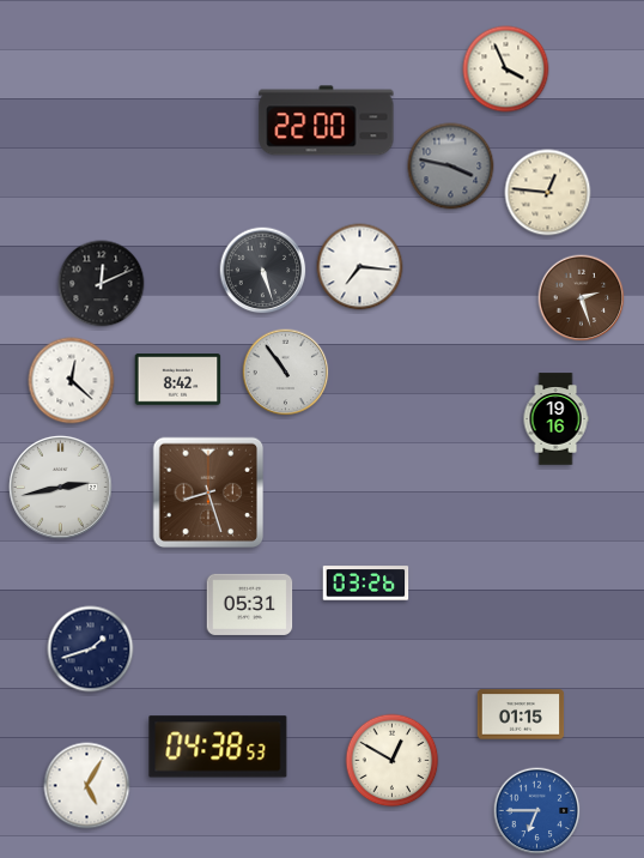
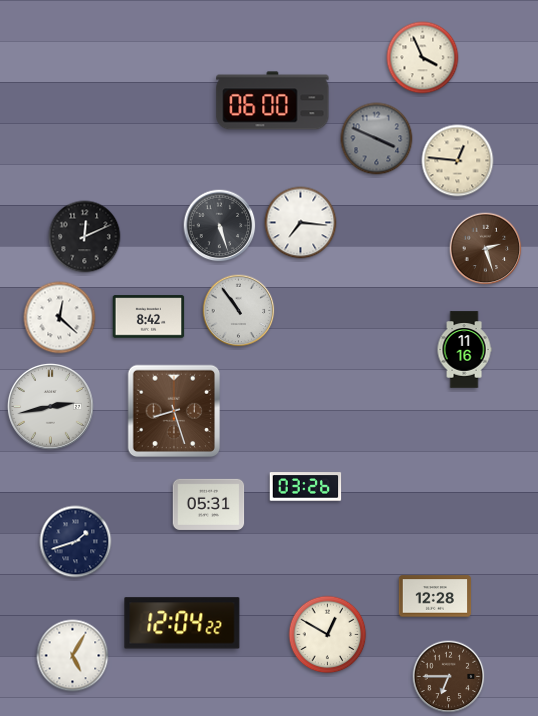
clock at (327, 121): 22:00 -> 06:00
clock at (451, 167): 3:47 -> 3:49
clock at (555, 419): 19:16 -> 11:16
clock at (521, 714): 01:15 -> 12:28
clock at (218, 747): 04:38 -> 12:04
clock at (537, 811) dial: blue -> brown
